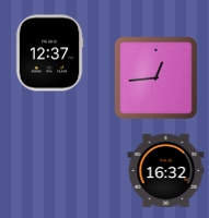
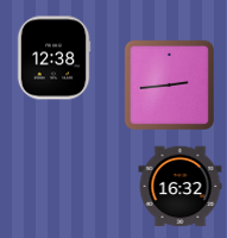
clock at (49, 53): 12:37 -> 12:38
clock at (155, 77): 12:44 -> 2:44
